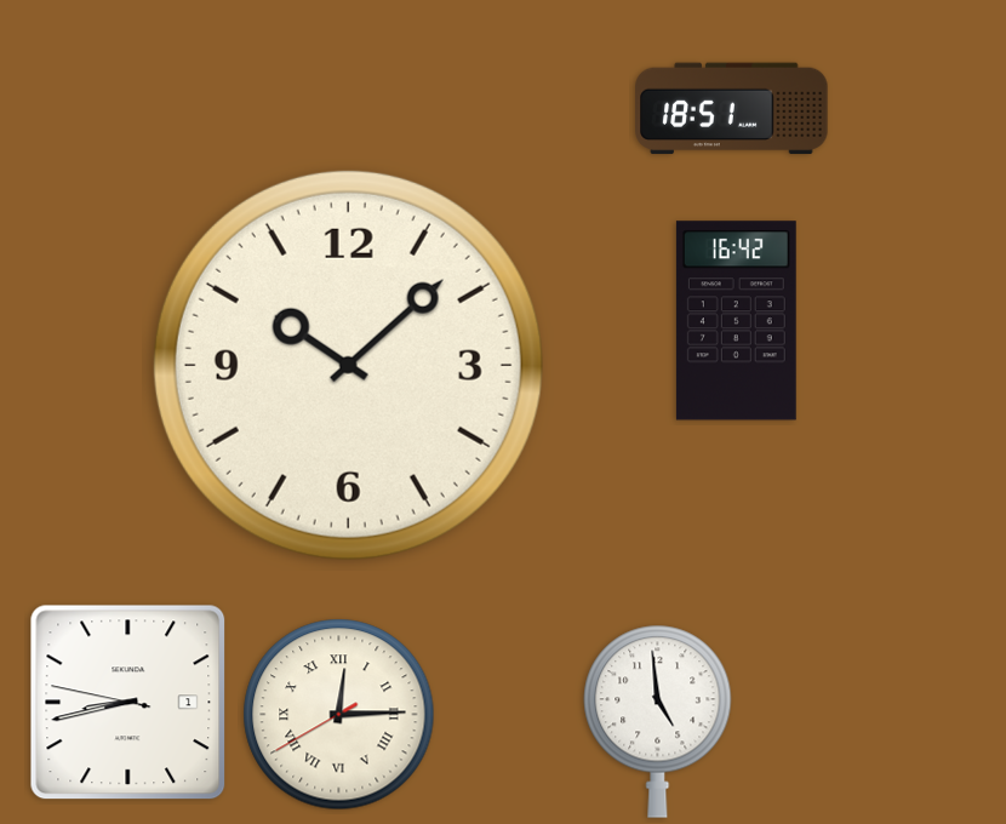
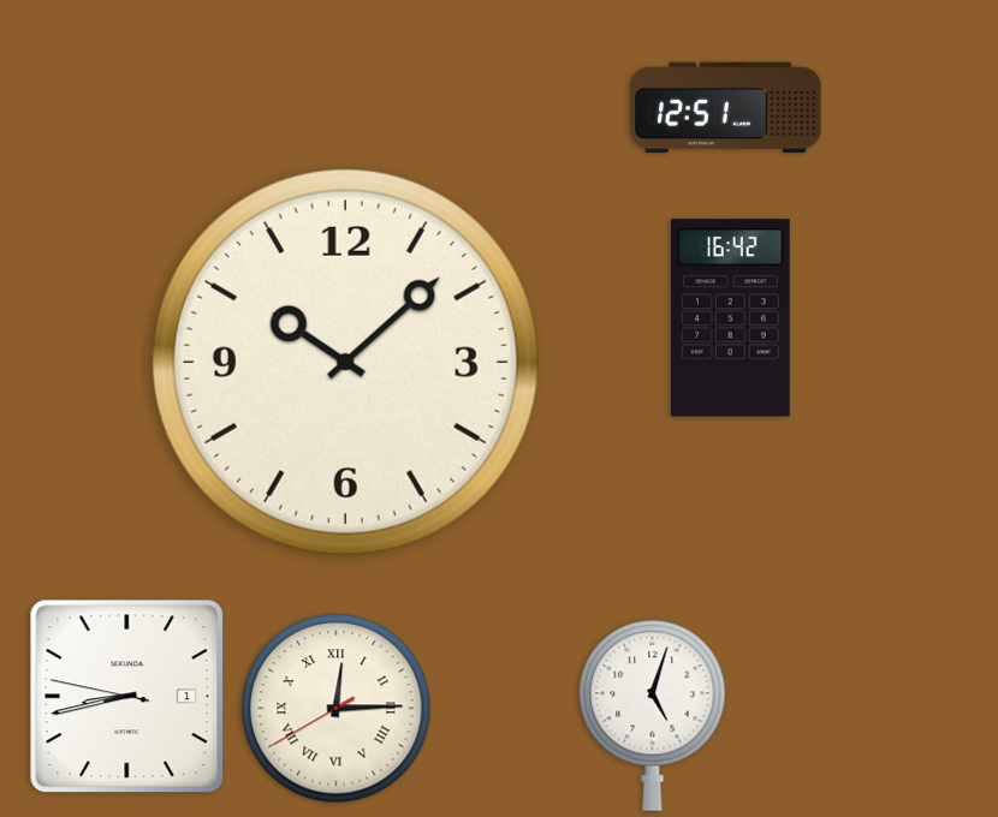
clock at (732, 109): 18:51 -> 12:51
clock at (658, 721): 4:59 -> 5:03
